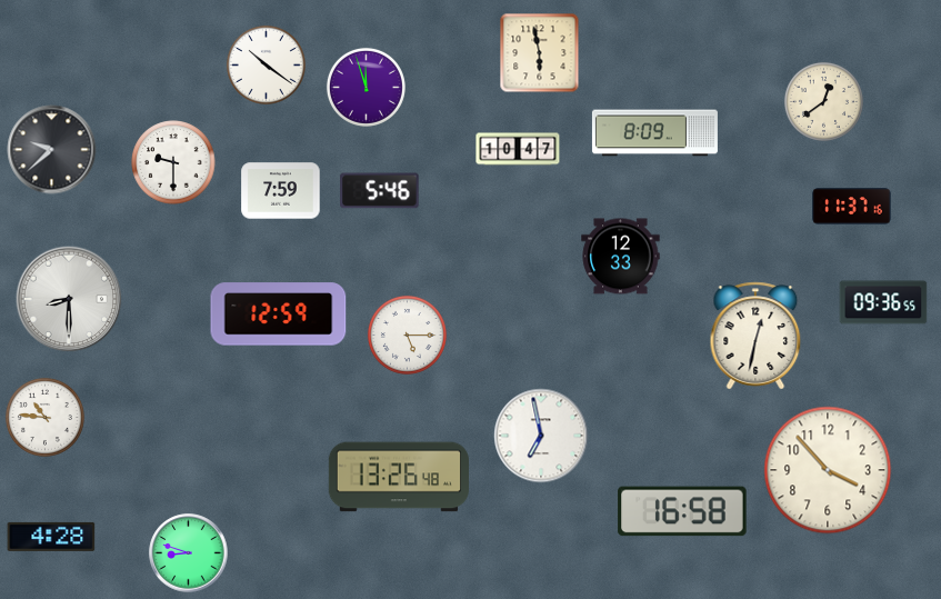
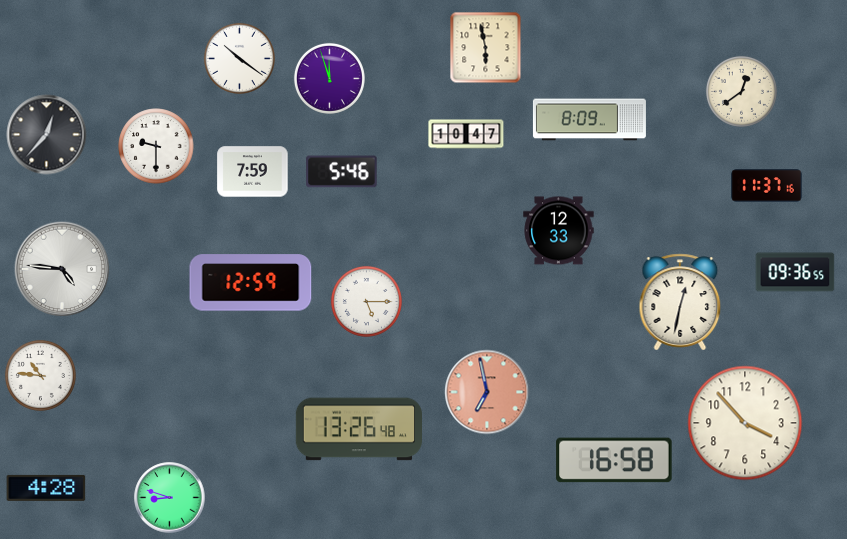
clock at (52, 150): 9:38 -> 12:37
clock at (69, 299): 8:30 -> 4:46
clock at (541, 436) dial: white -> salmon
clock at (51, 537) position: (51, 537) -> (46, 488)
